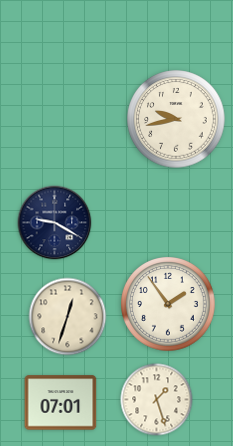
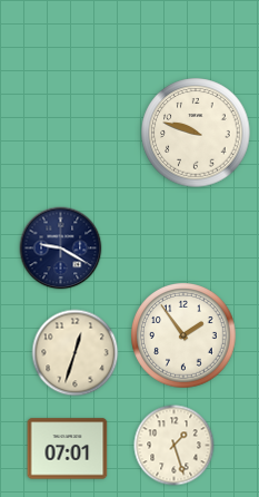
clock at (176, 119): 9:43 -> 9:48
clock at (168, 304) position: (168, 304) -> (183, 335)
